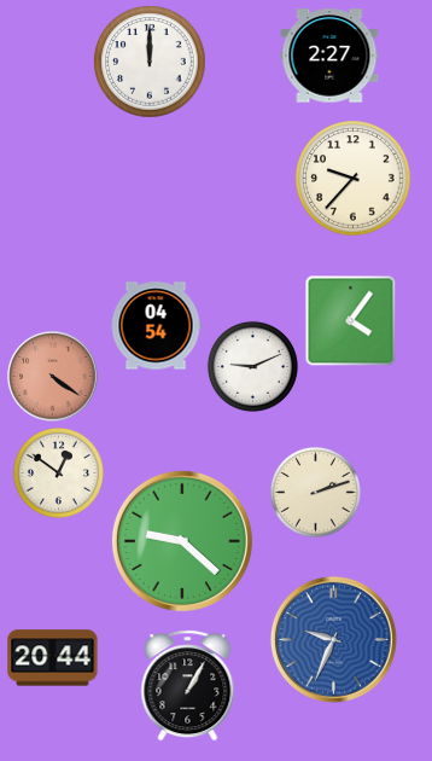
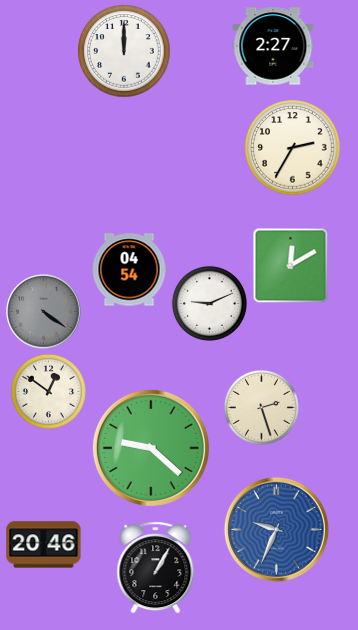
clock at (354, 179): 9:37 -> 2:35
clock at (351, 321): 4:06 -> 12:10
clock at (53, 377) dial: salmon -> grey
clock at (315, 492): 2:12 -> 2:27
clock at (53, 658): 20:44 -> 20:46
